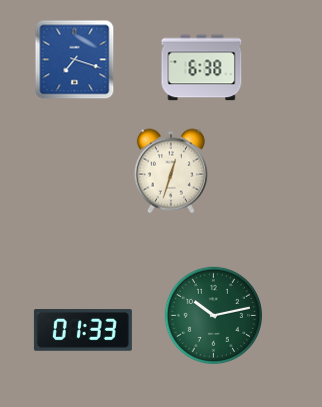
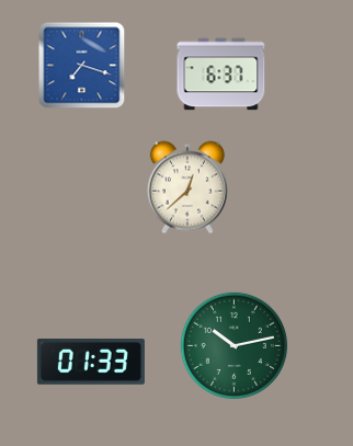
clock at (202, 68): 6:38 -> 6:37
clock at (171, 171): 12:33 -> 12:38
